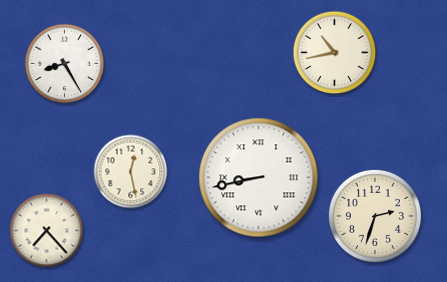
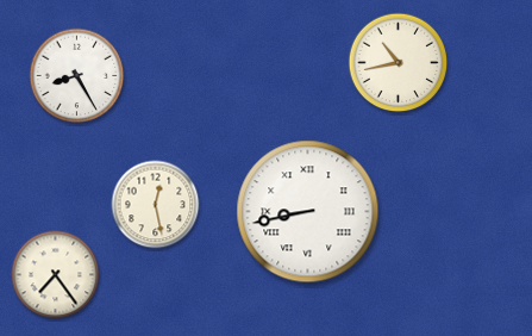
clock at (375, 216): 2:33 -> none
clock at (47, 231): 7:23 -> 7:24
